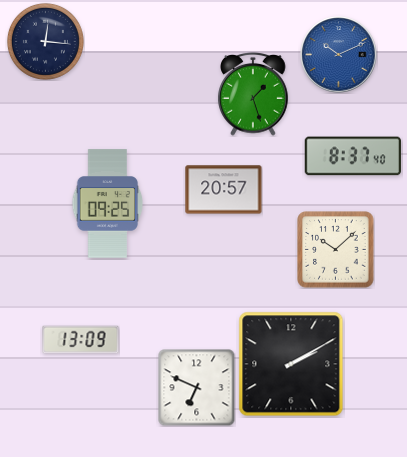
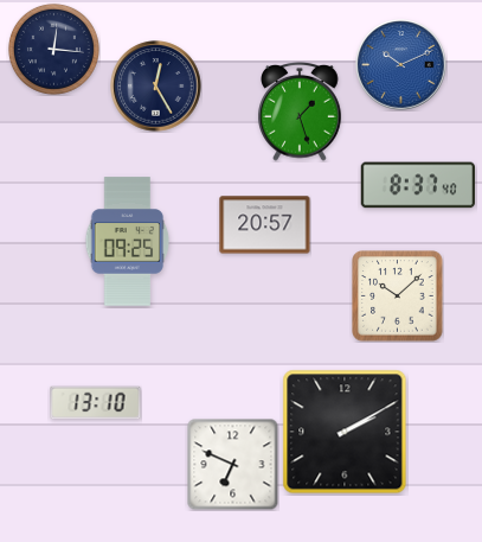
clock at (156, 87): none -> 12:25
clock at (81, 340): 13:09 -> 13:10
clock at (196, 387) position: (196, 387) -> (232, 464)
